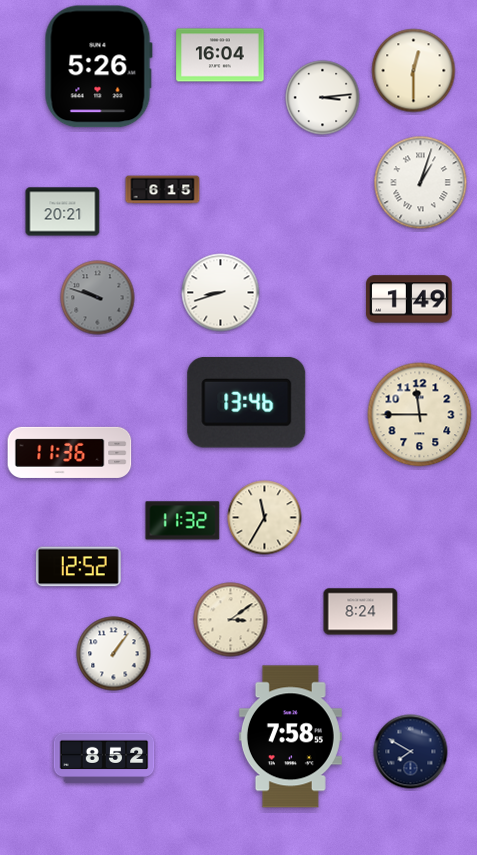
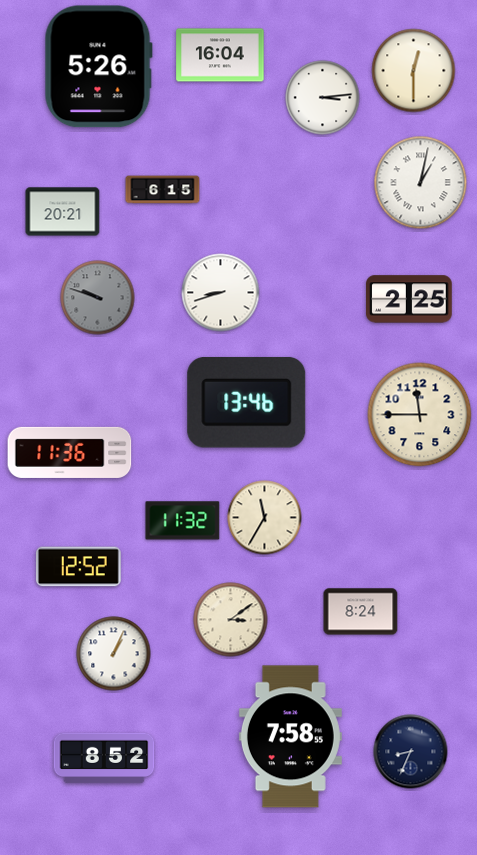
clock at (421, 183): 1:03 -> 1:02
clock at (409, 299): 1:49 -> 2:25
clock at (114, 654): 1:06 -> 1:04
clock at (411, 752): 7:50 -> 8:34
